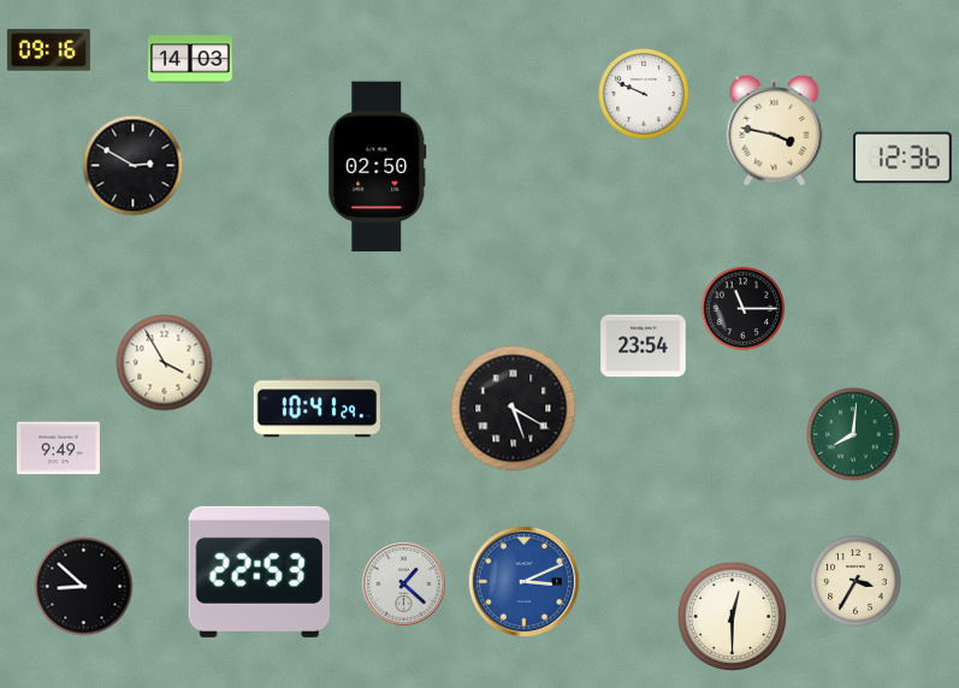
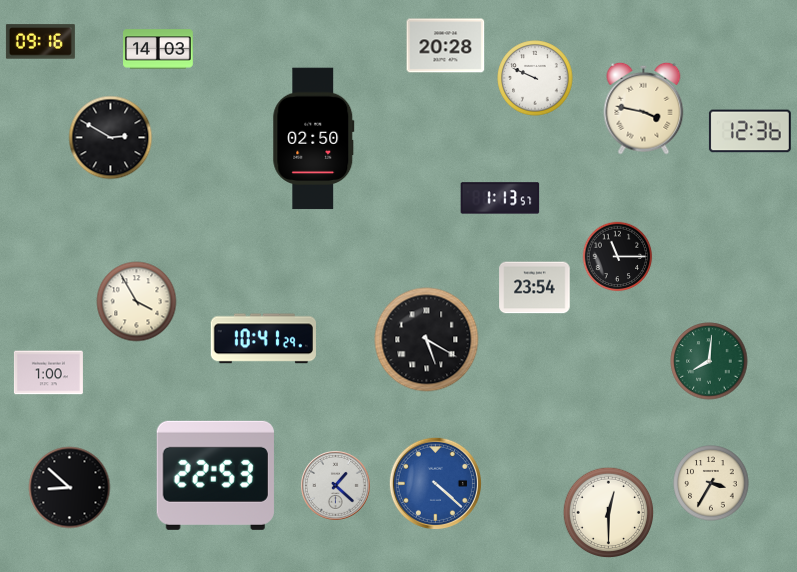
clock at (446, 46): none -> 20:28
clock at (500, 198): none -> 1:13
clock at (58, 449): 9:49 -> 1:00
clock at (523, 581): 3:11 -> 4:22
